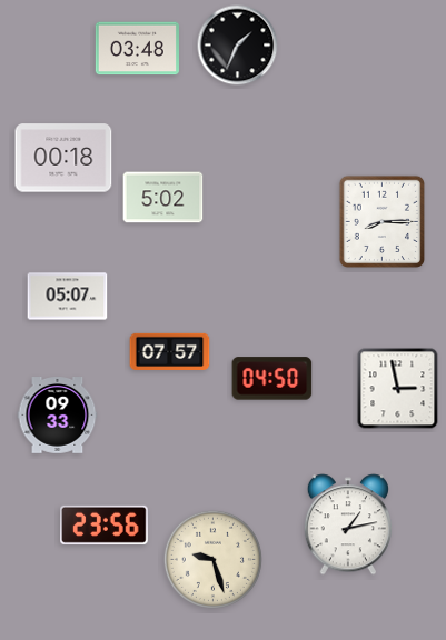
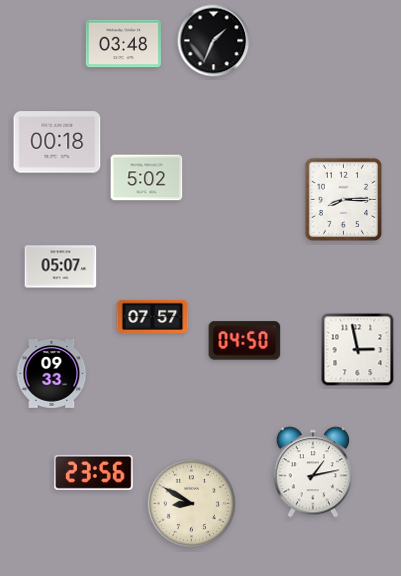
clock at (212, 559): 9:27 -> 8:50
